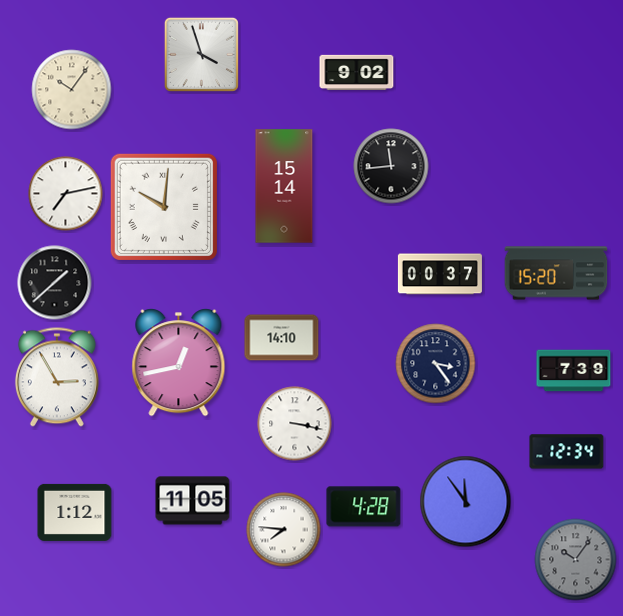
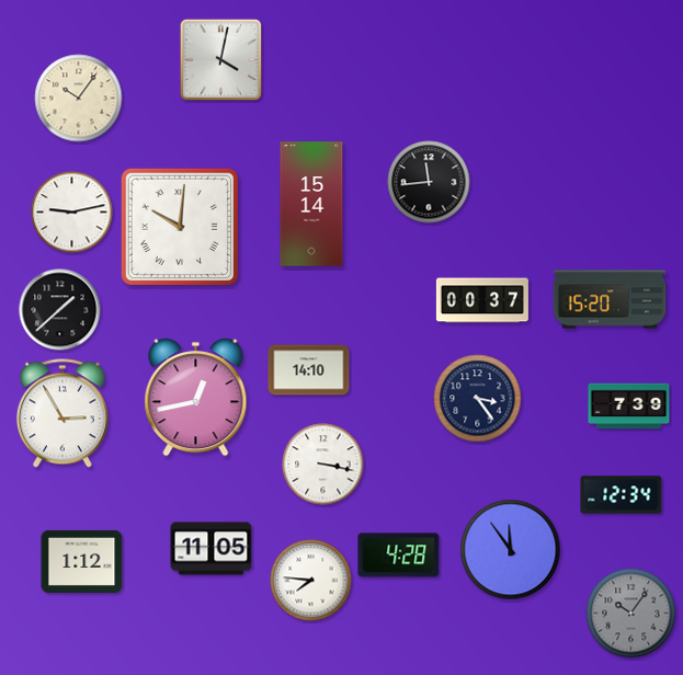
clock at (201, 54): 3:57 -> 4:02
clock at (357, 72): 9:02 -> none
clock at (66, 194): 7:13 -> 9:13
